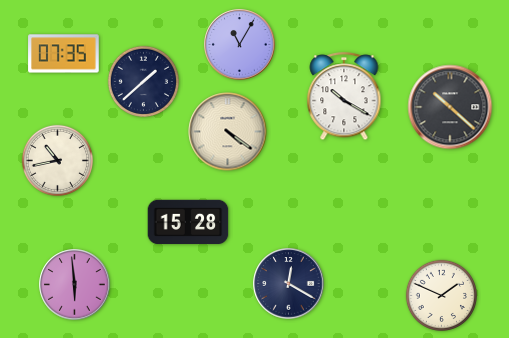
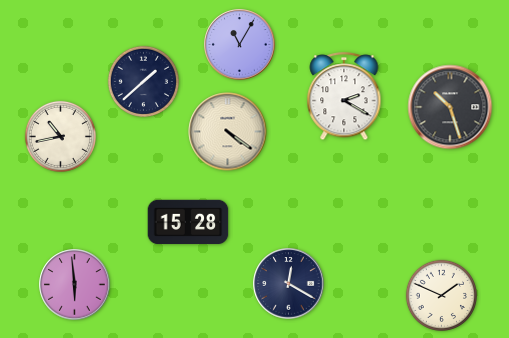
clock at (64, 54): 07:35 -> none
clock at (344, 97): 10:20 -> 2:20
clock at (450, 107): 10:22 -> 10:27
clock at (57, 160) position: (57, 160) -> (60, 136)
